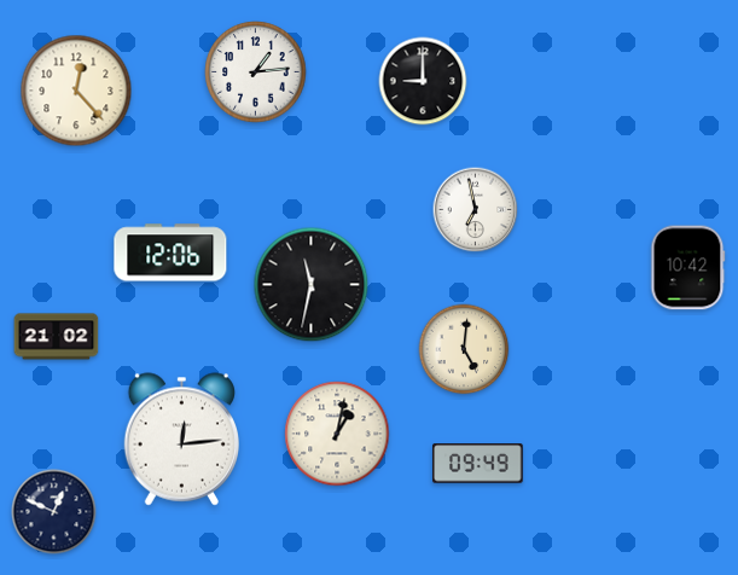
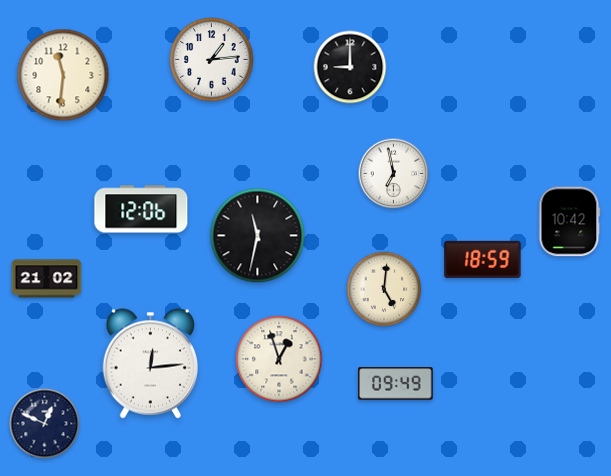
clock at (76, 91): 12:23 -> 11:31
clock at (483, 259): none -> 18:59
clock at (337, 434): 1:02 -> 12:57
